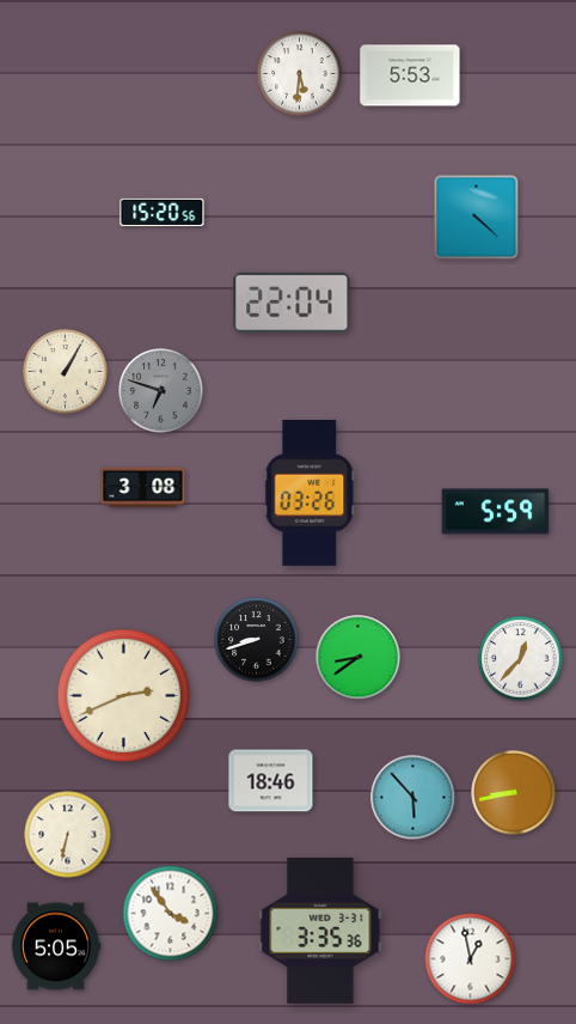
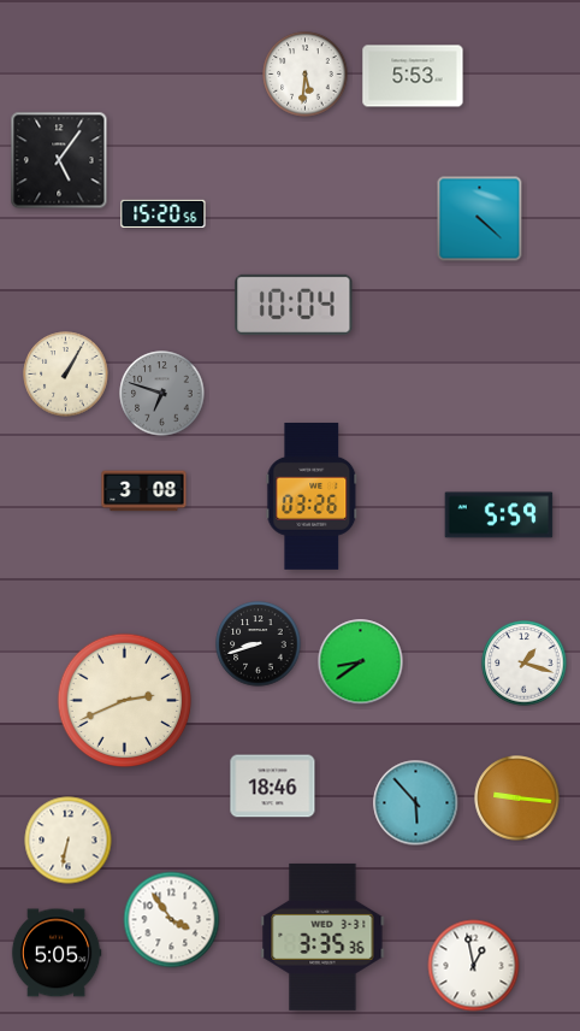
clock at (300, 74) position: (300, 74) -> (306, 75)
clock at (59, 160): none -> 5:06
clock at (292, 303): 22:04 -> 10:04
clock at (521, 659): 12:37 -> 1:18
clock at (514, 793): 8:43 -> 9:16
